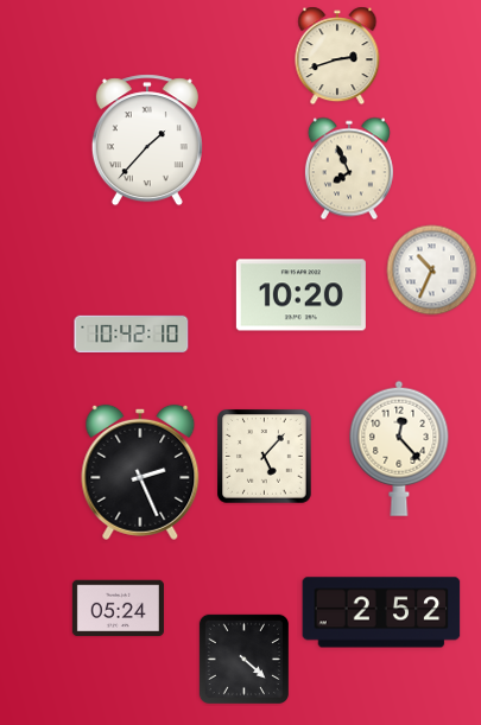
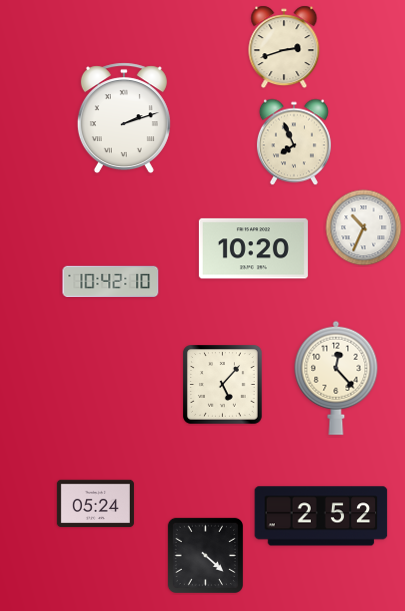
clock at (147, 140): 1:37 -> 2:12
clock at (140, 472): 2:26 -> none
clock at (118, 609) position: (118, 609) -> (95, 504)
